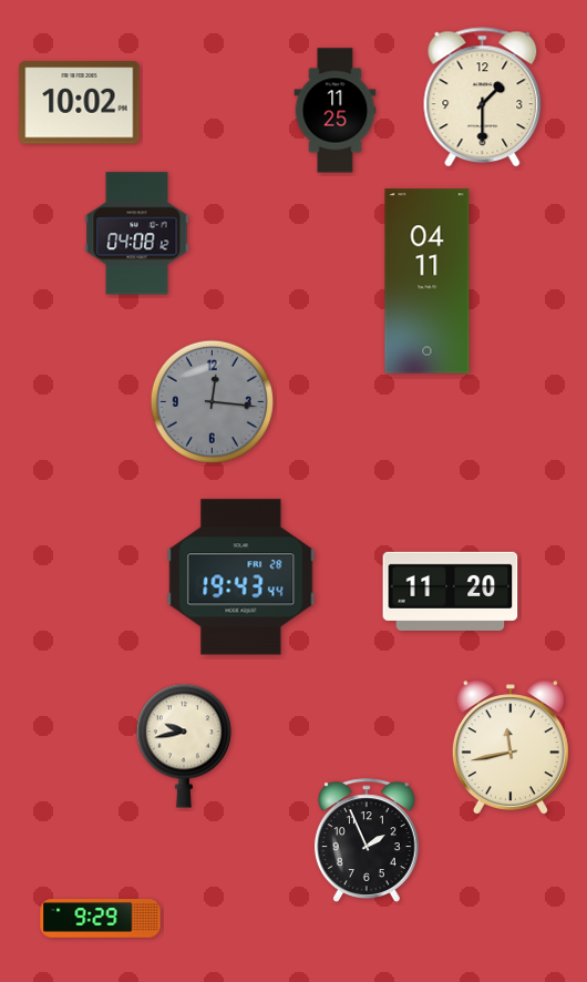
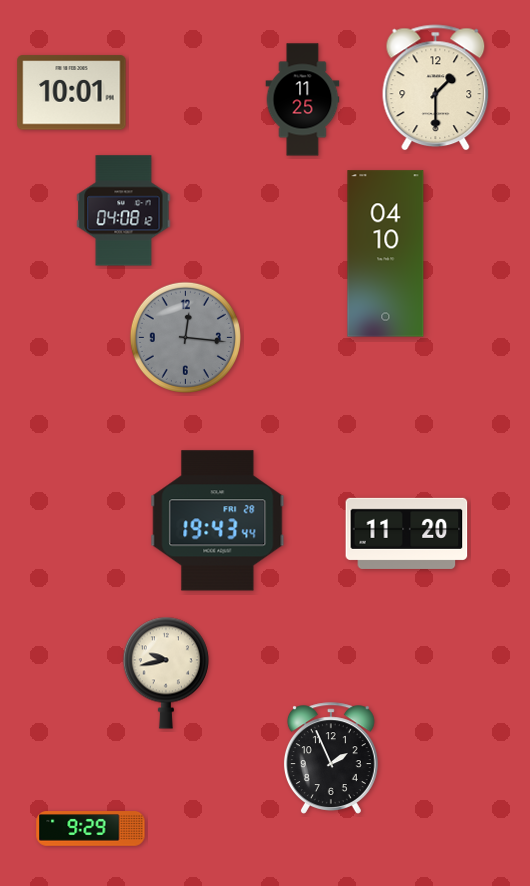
clock at (80, 103): 10:02 -> 10:01
clock at (428, 282): 04:11 -> 04:10
clock at (212, 401) position: (212, 401) -> (185, 337)
clock at (511, 748): 11:43 -> none
